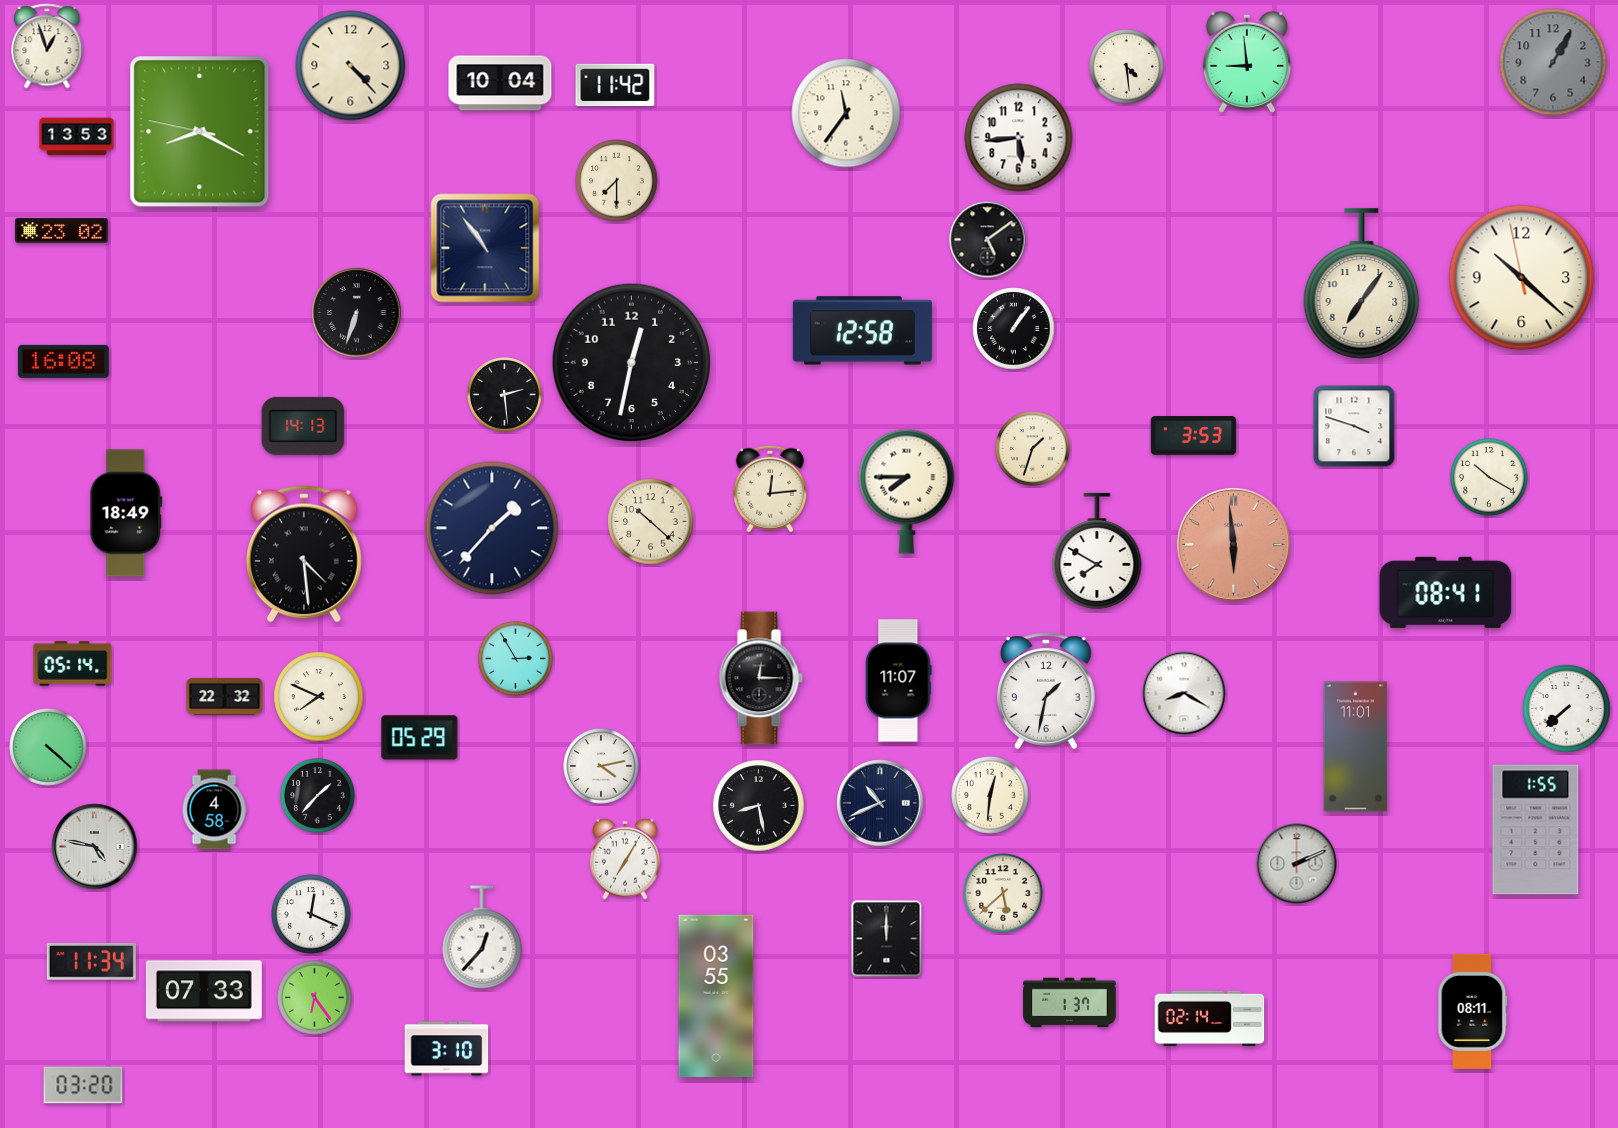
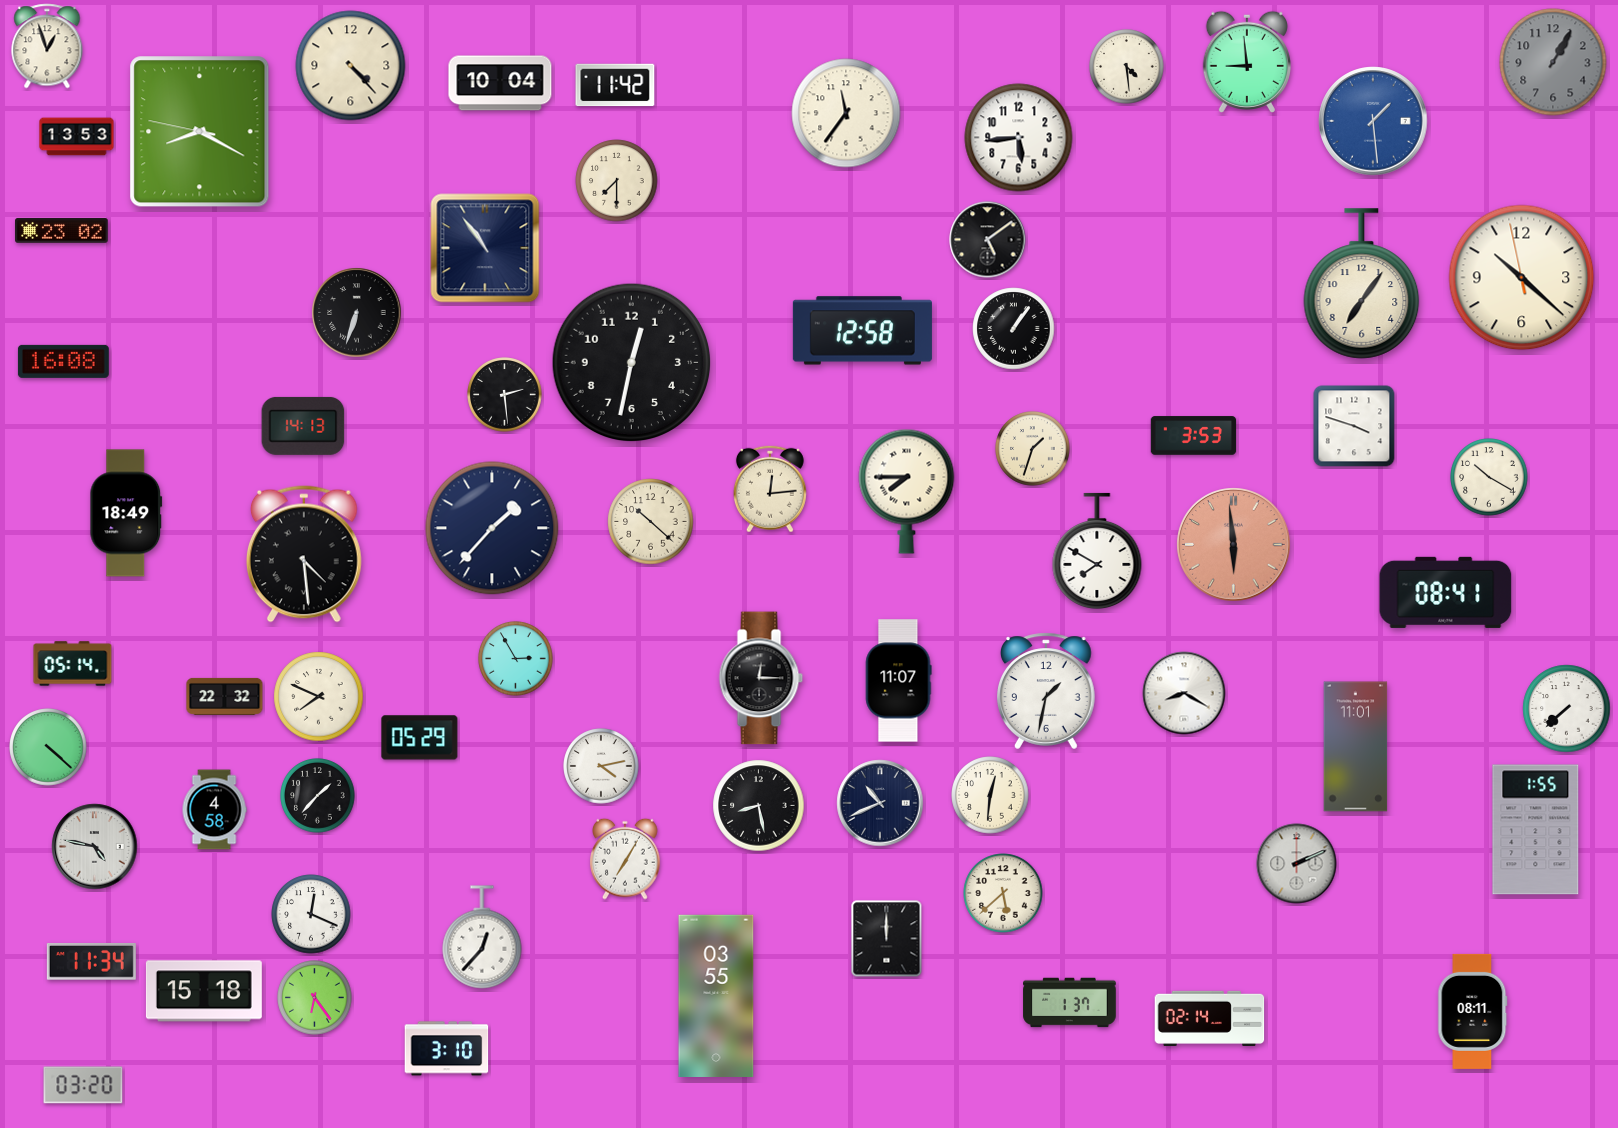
clock at (1373, 121): none -> 1:29
clock at (204, 991): 07:33 -> 15:18
